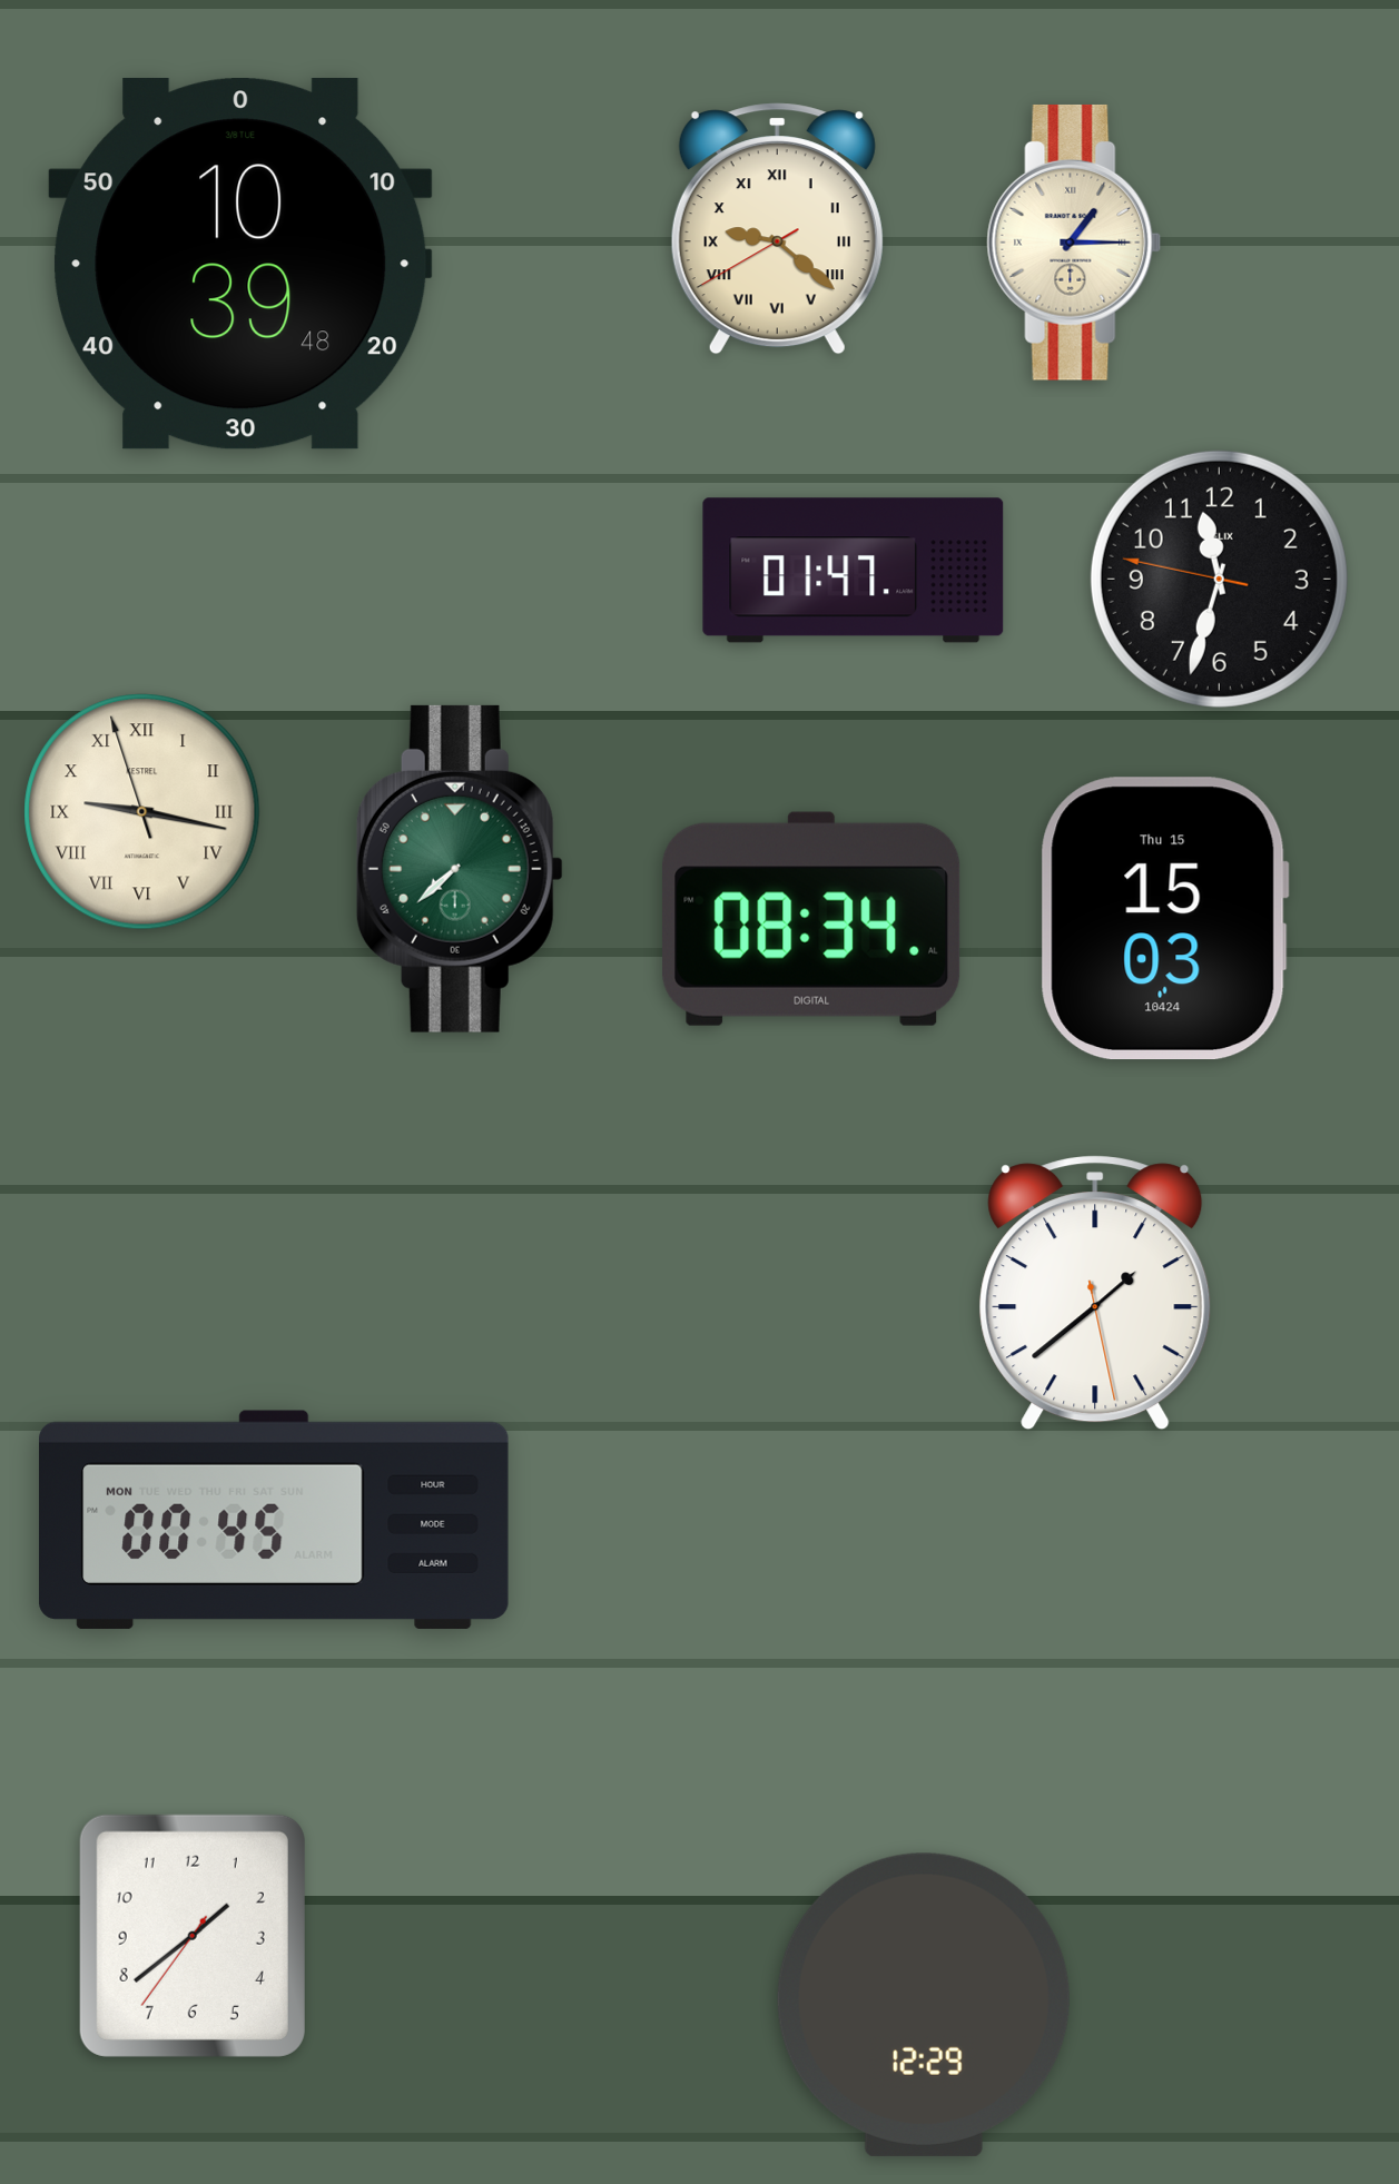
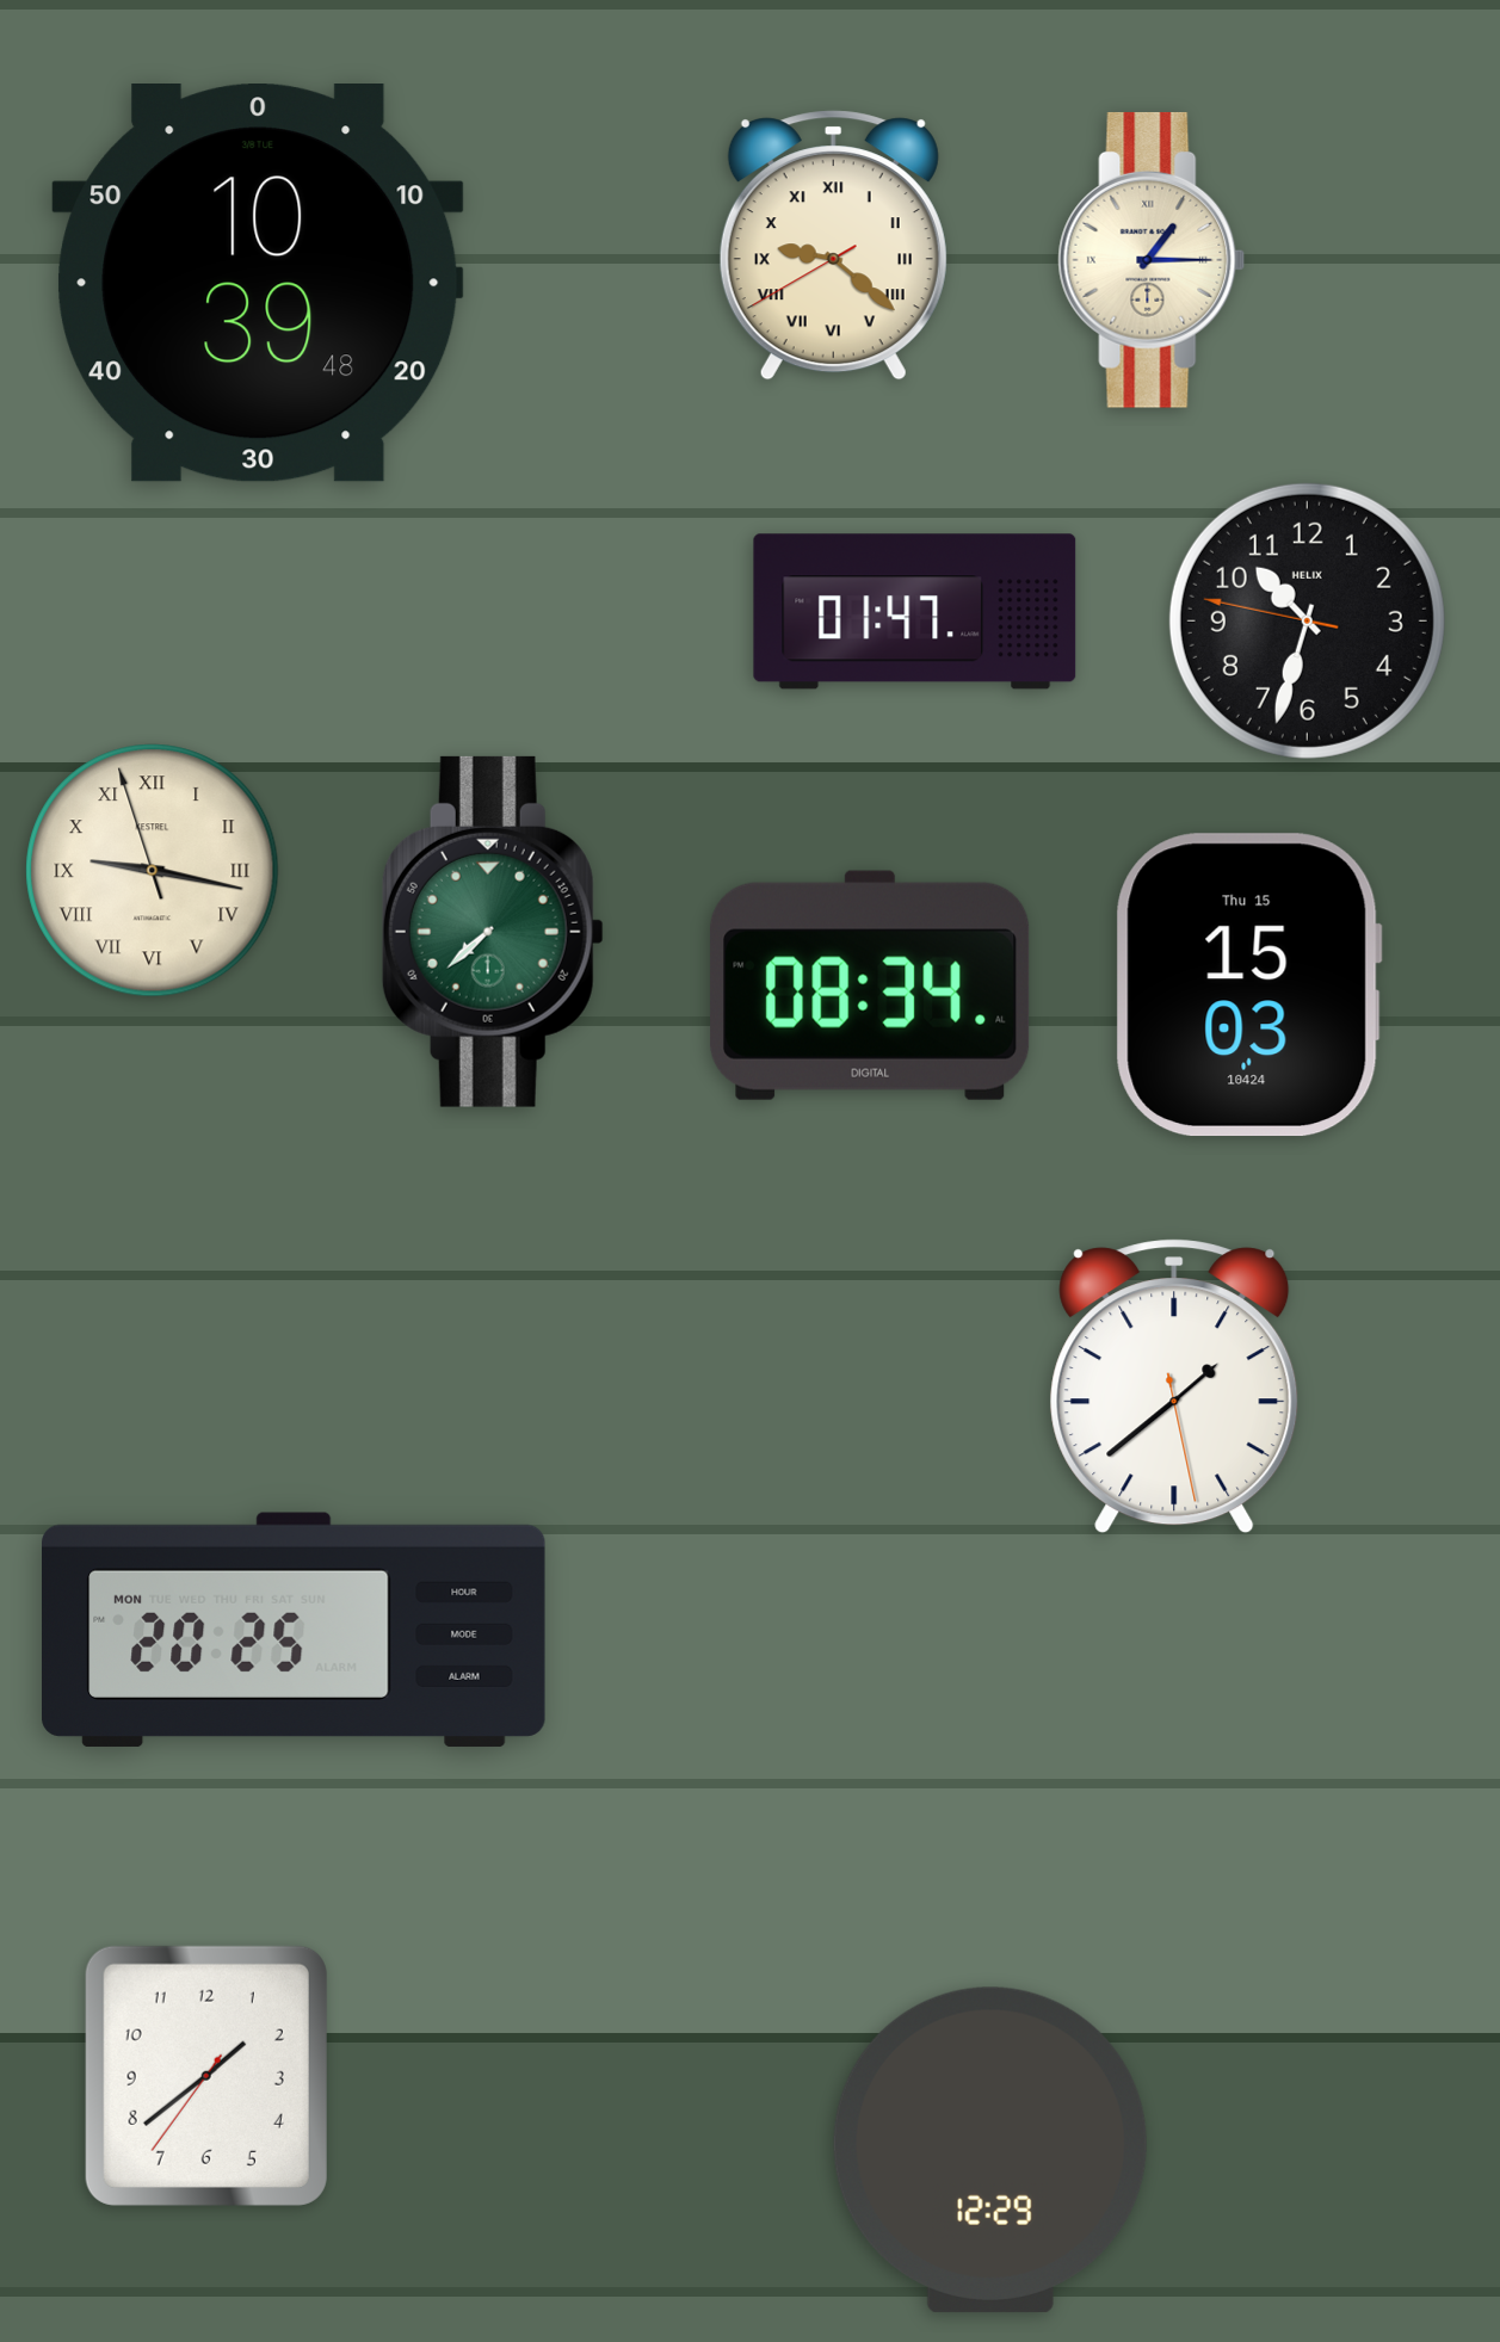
clock at (1219, 579): 11:32 -> 10:32
clock at (275, 1520): 00:45 -> 20:25
